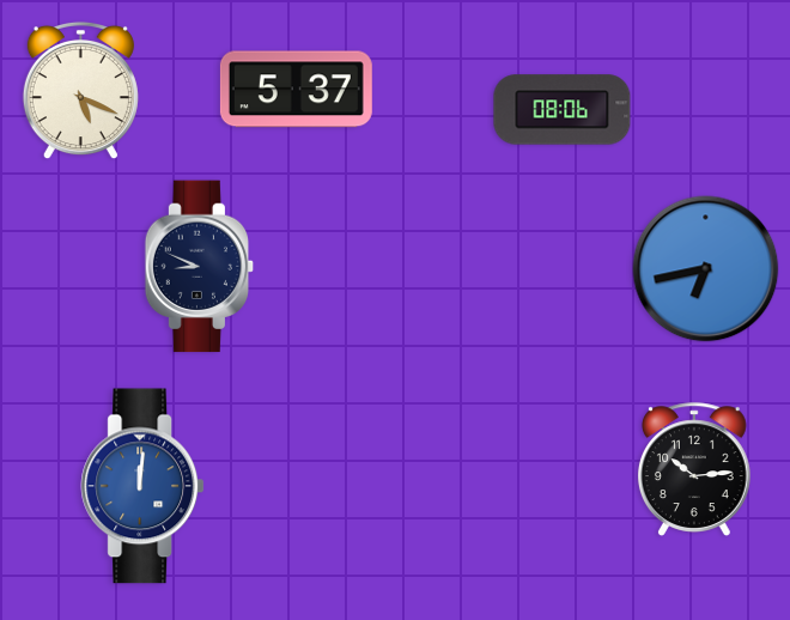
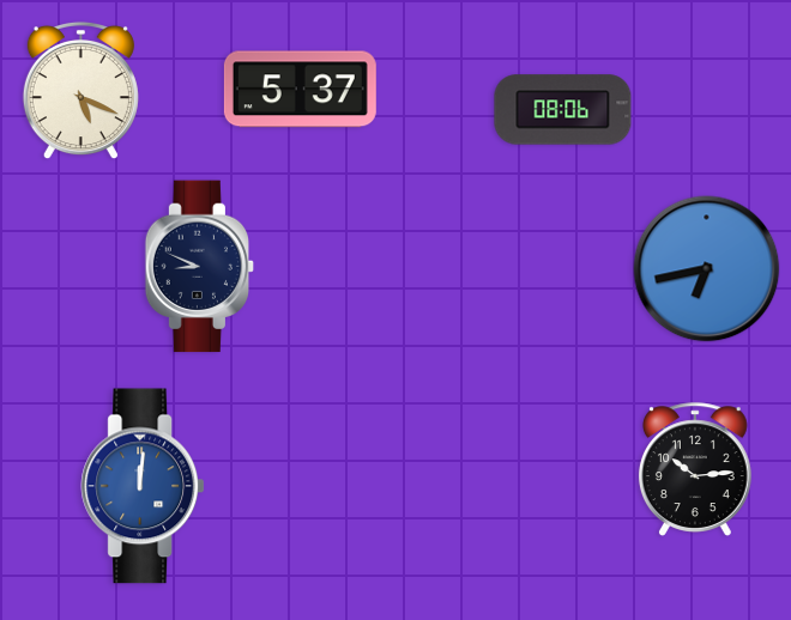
clock at (296, 90) position: (296, 90) -> (300, 90)
